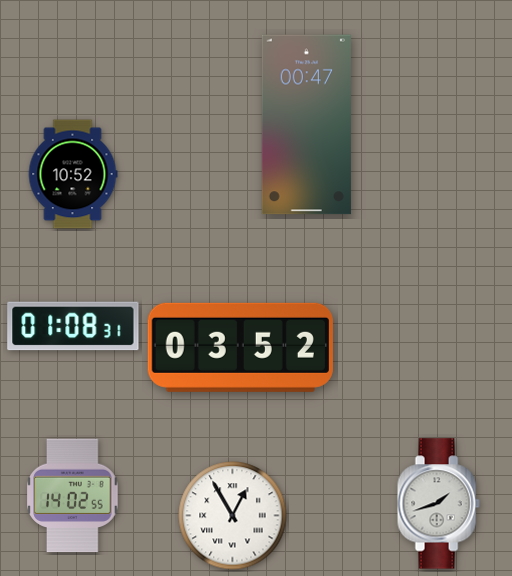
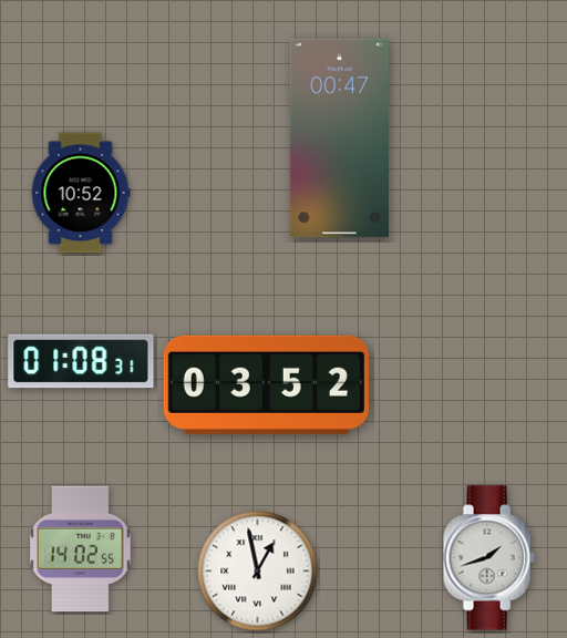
clock at (438, 504) position: (438, 504) -> (488, 558)
clock at (233, 516): 12:55 -> 12:58
